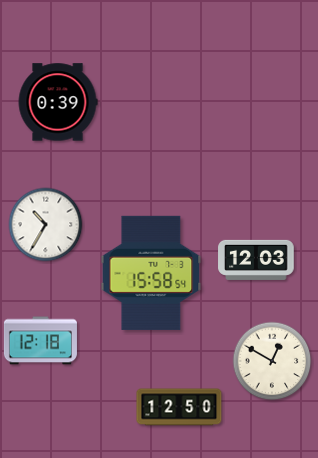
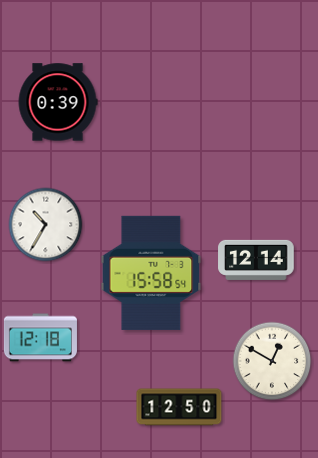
clock at (256, 260): 12:03 -> 12:14
clock at (40, 341) position: (40, 341) -> (40, 338)
